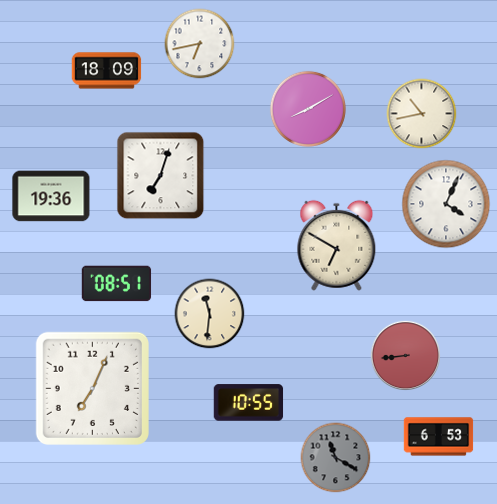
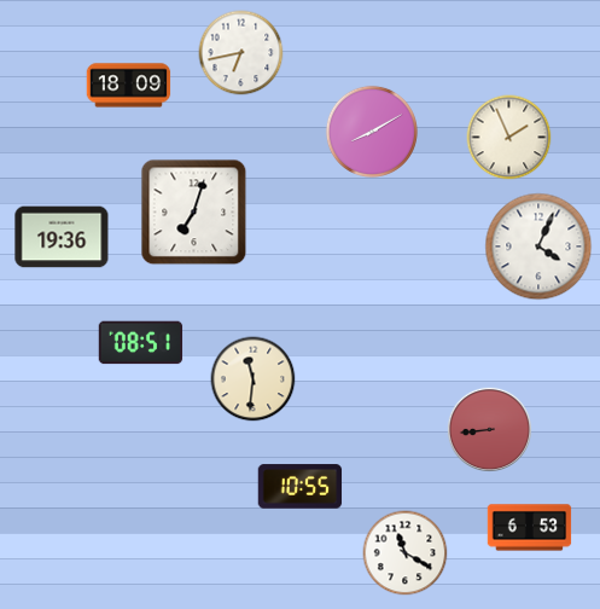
clock at (422, 114): 10:43 -> 1:56
clock at (337, 245): 6:50 -> none
clock at (92, 388): 7:04 -> none
clock at (336, 458) dial: grey -> white
